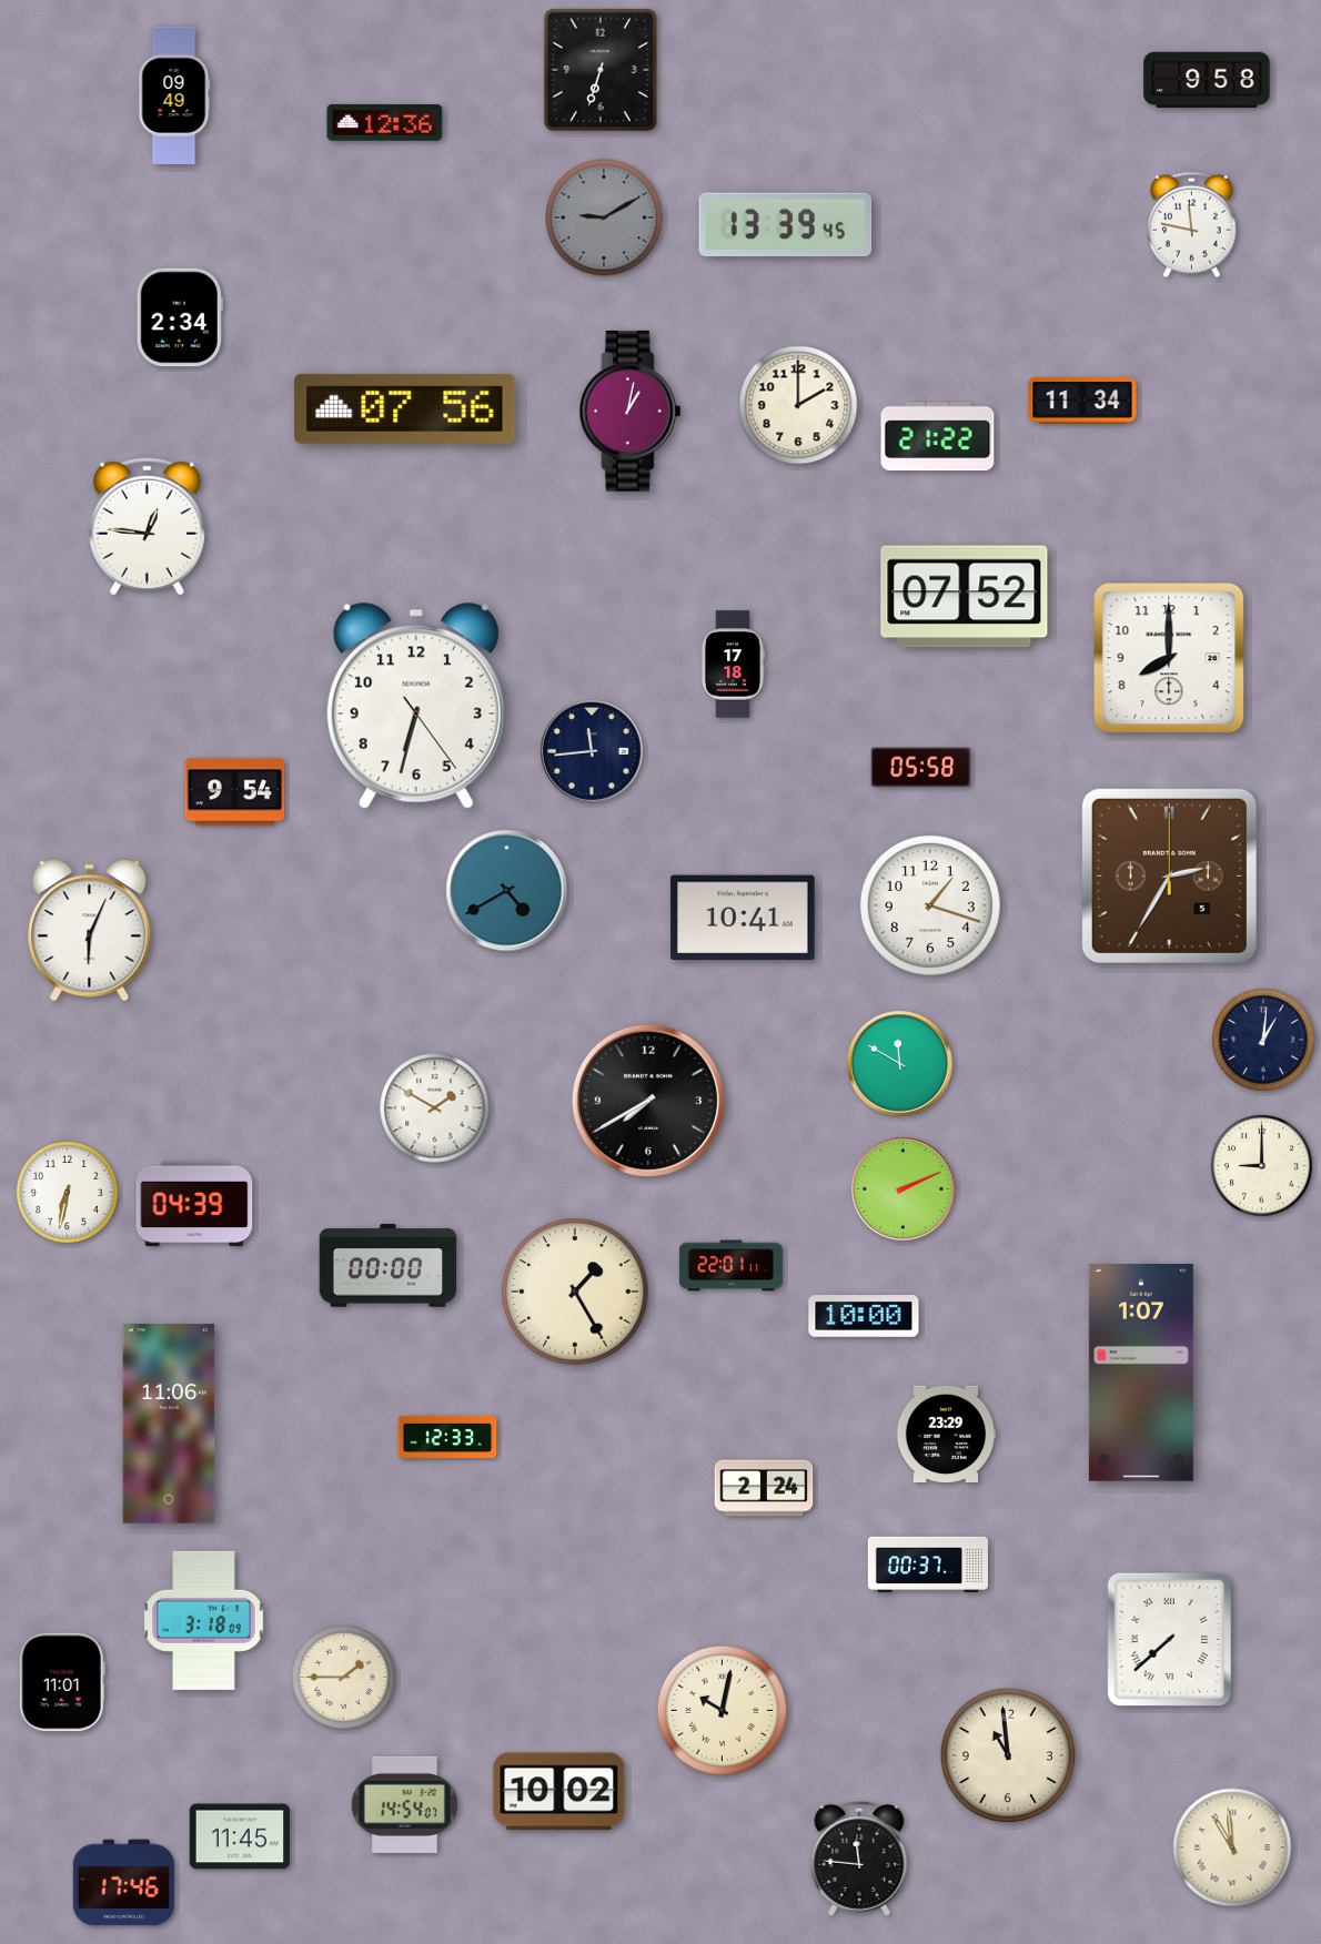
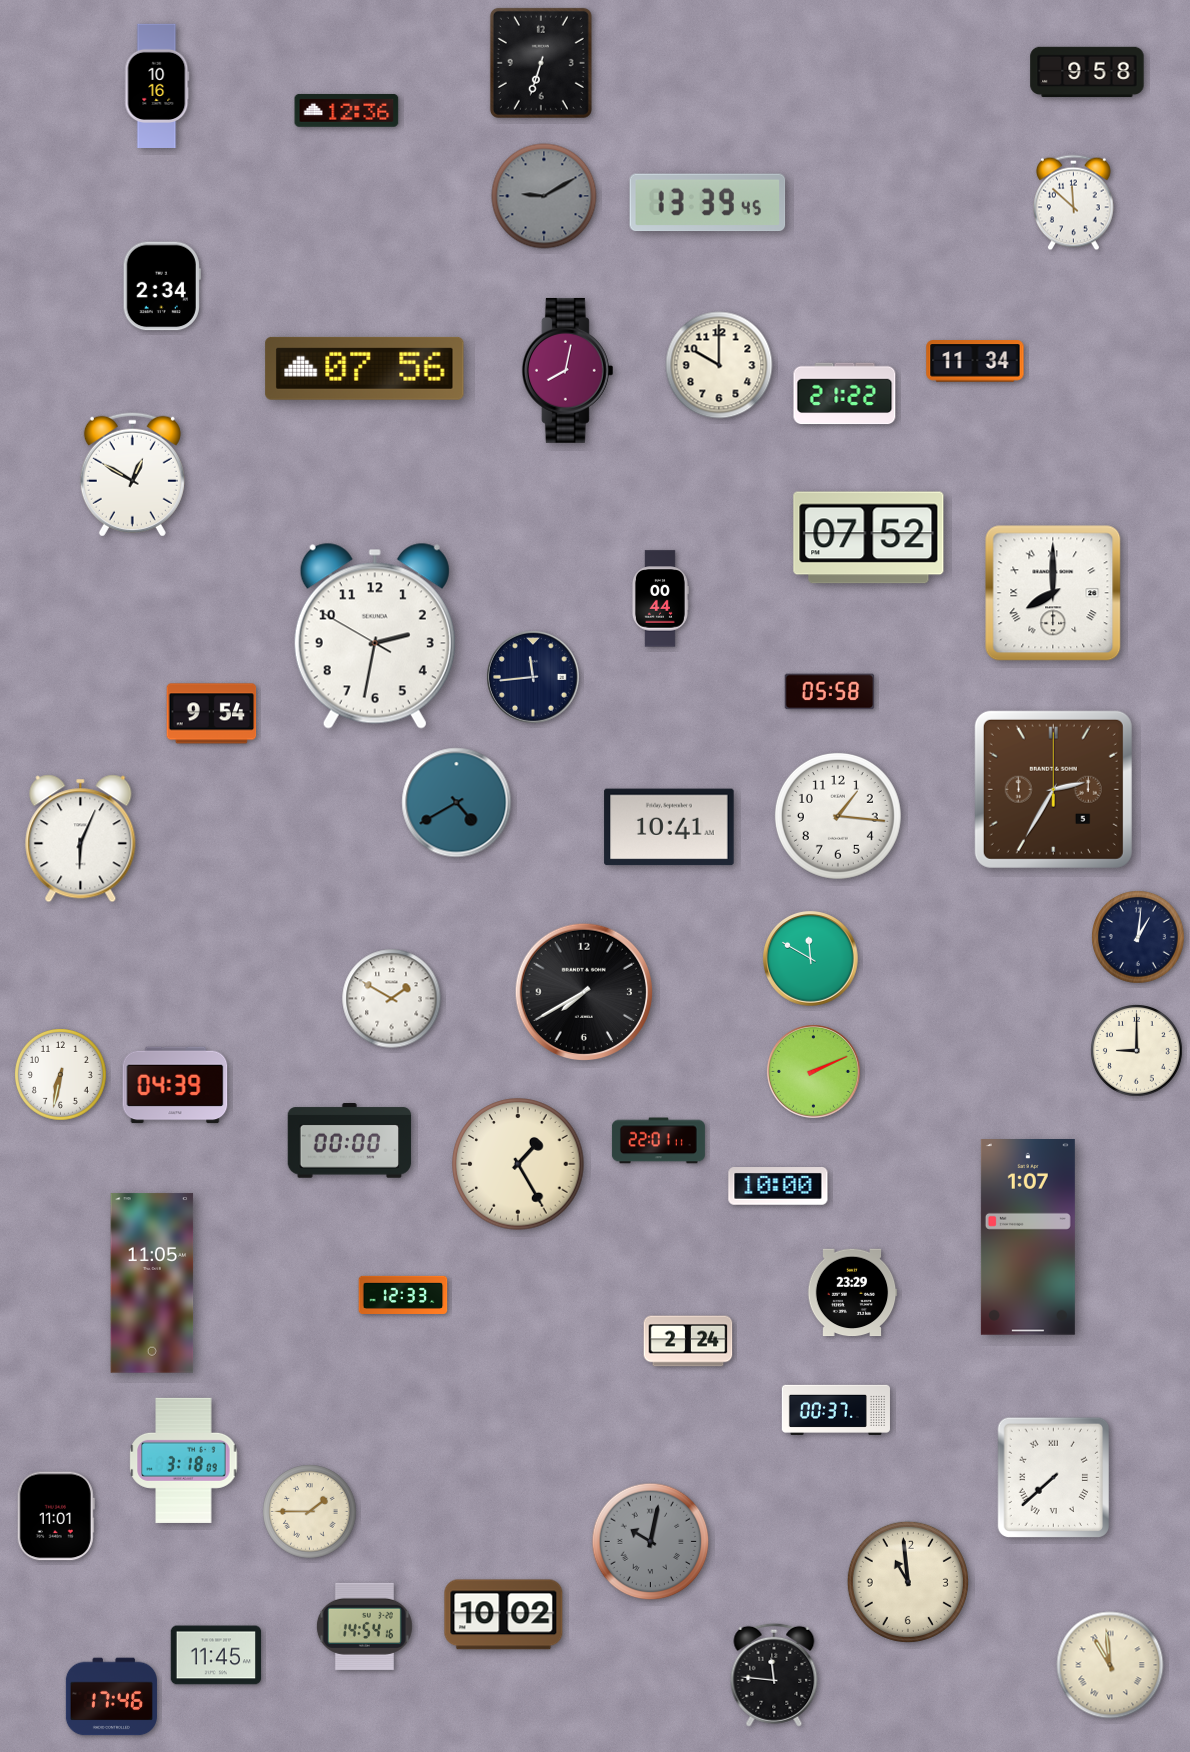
clock at (174, 94): 09:49 -> 10:16
clock at (1192, 225): 11:47 -> 11:52
clock at (798, 405): 2:00 -> 10:00
clock at (629, 411): 1:02 -> 8:02
clock at (147, 526): 12:46 -> 12:50
clock at (1169, 658) numerals: Arabic -> Roman
clock at (733, 665): 17:18 -> 00:44
clock at (416, 706): 6:32 -> 2:31
clock at (930, 905): 1:18 -> 1:16
clock at (169, 1424): 11:06 -> 11:05
clock at (723, 1711) dial: cream -> grey
clock at (404, 1804): 14:54:07 -> 14:54:16
